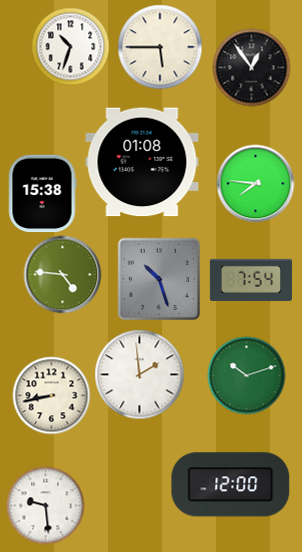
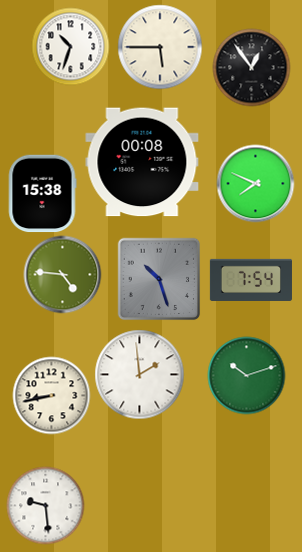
clock at (142, 162): 01:08 -> 00:08
clock at (255, 183): 7:46 -> 7:49
clock at (231, 485): 12:00 -> none
